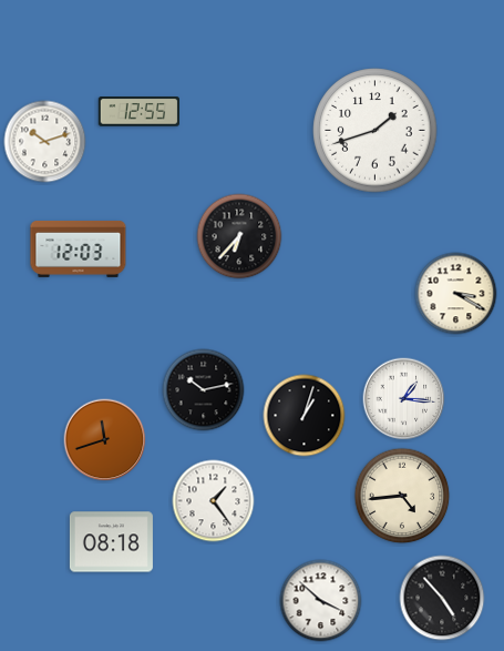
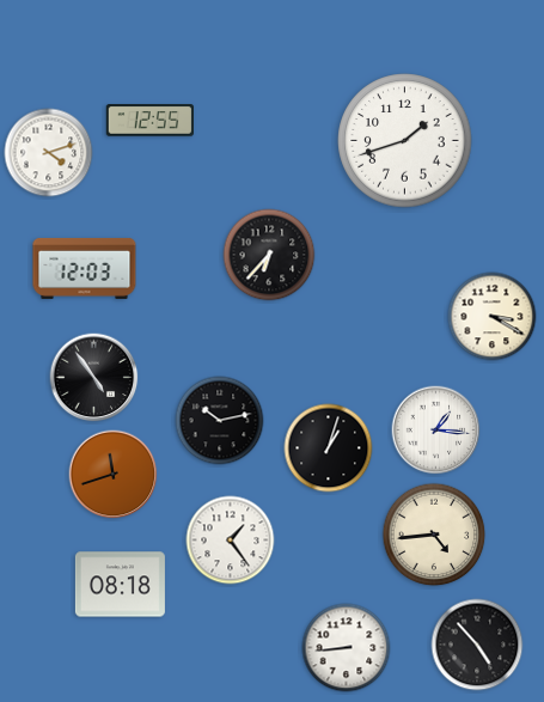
clock at (45, 142): 10:12 -> 4:12
clock at (239, 236) position: (239, 236) -> (269, 255)
clock at (94, 378): none -> 4:54
clock at (321, 601): 3:52 -> 8:44
